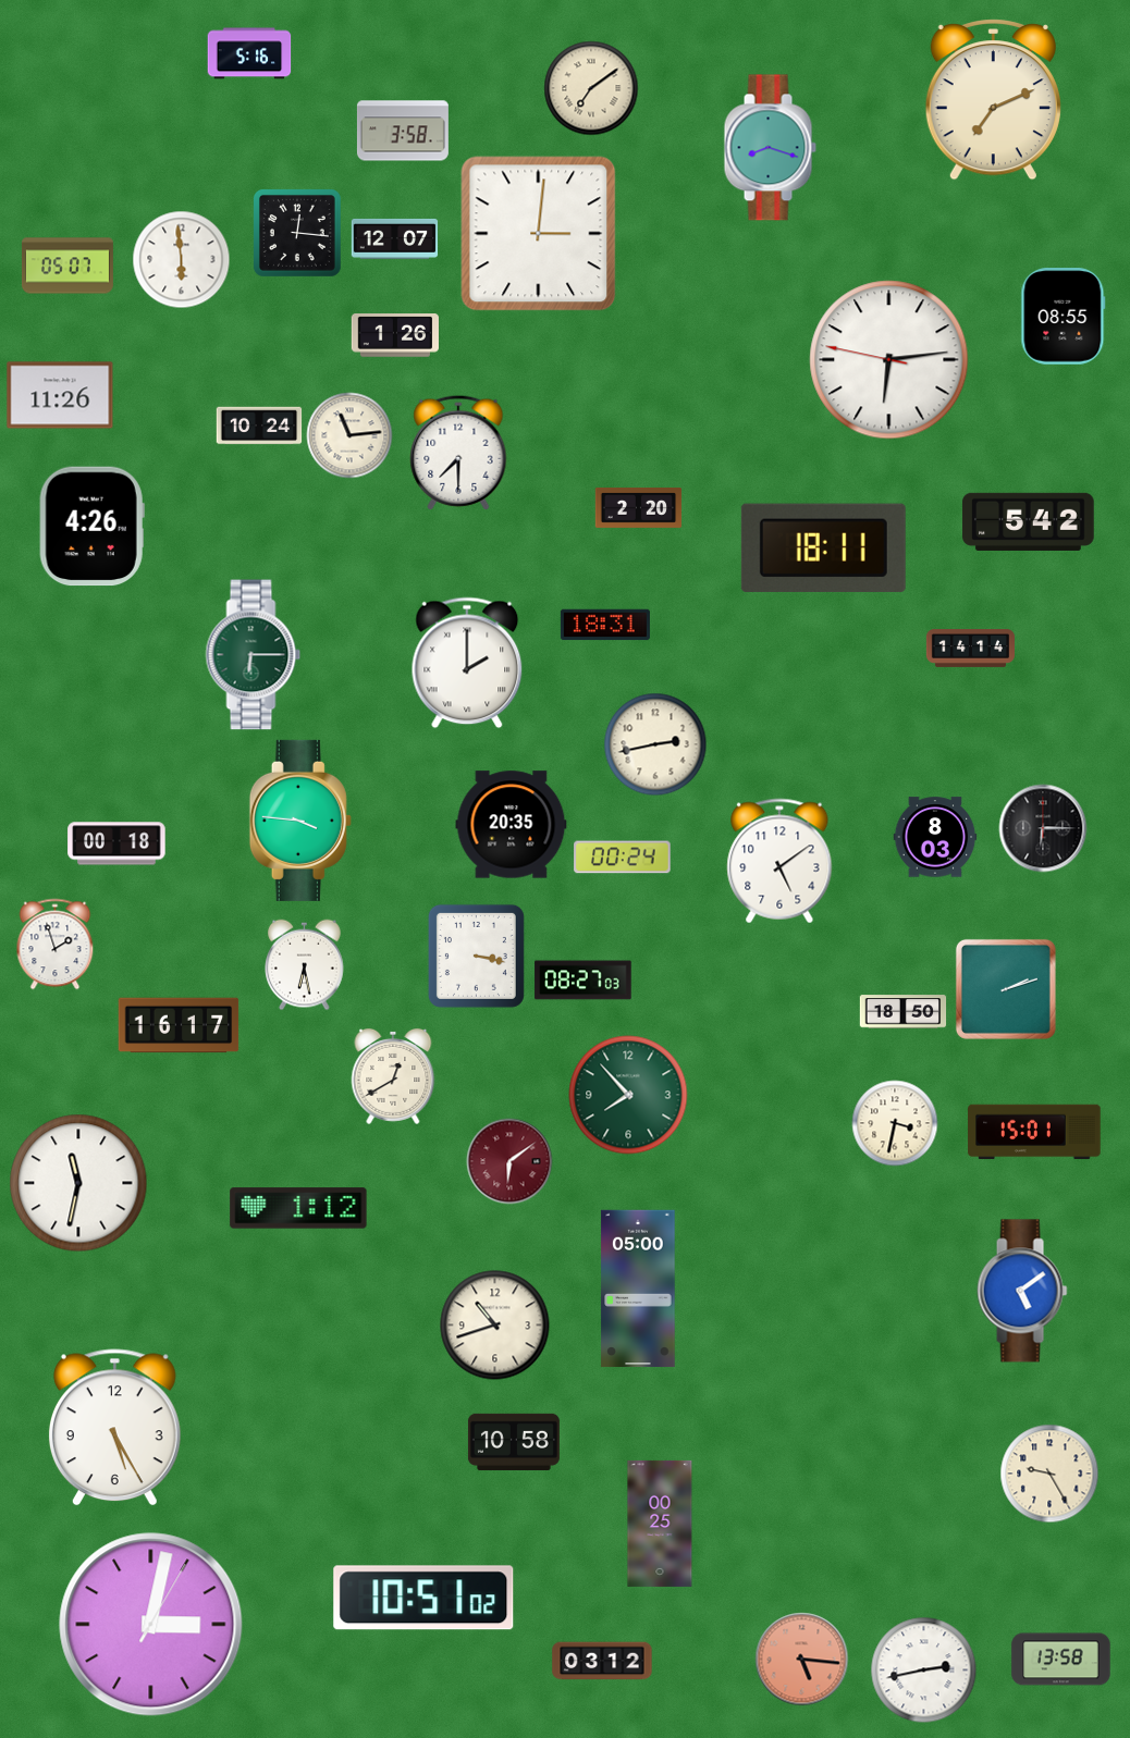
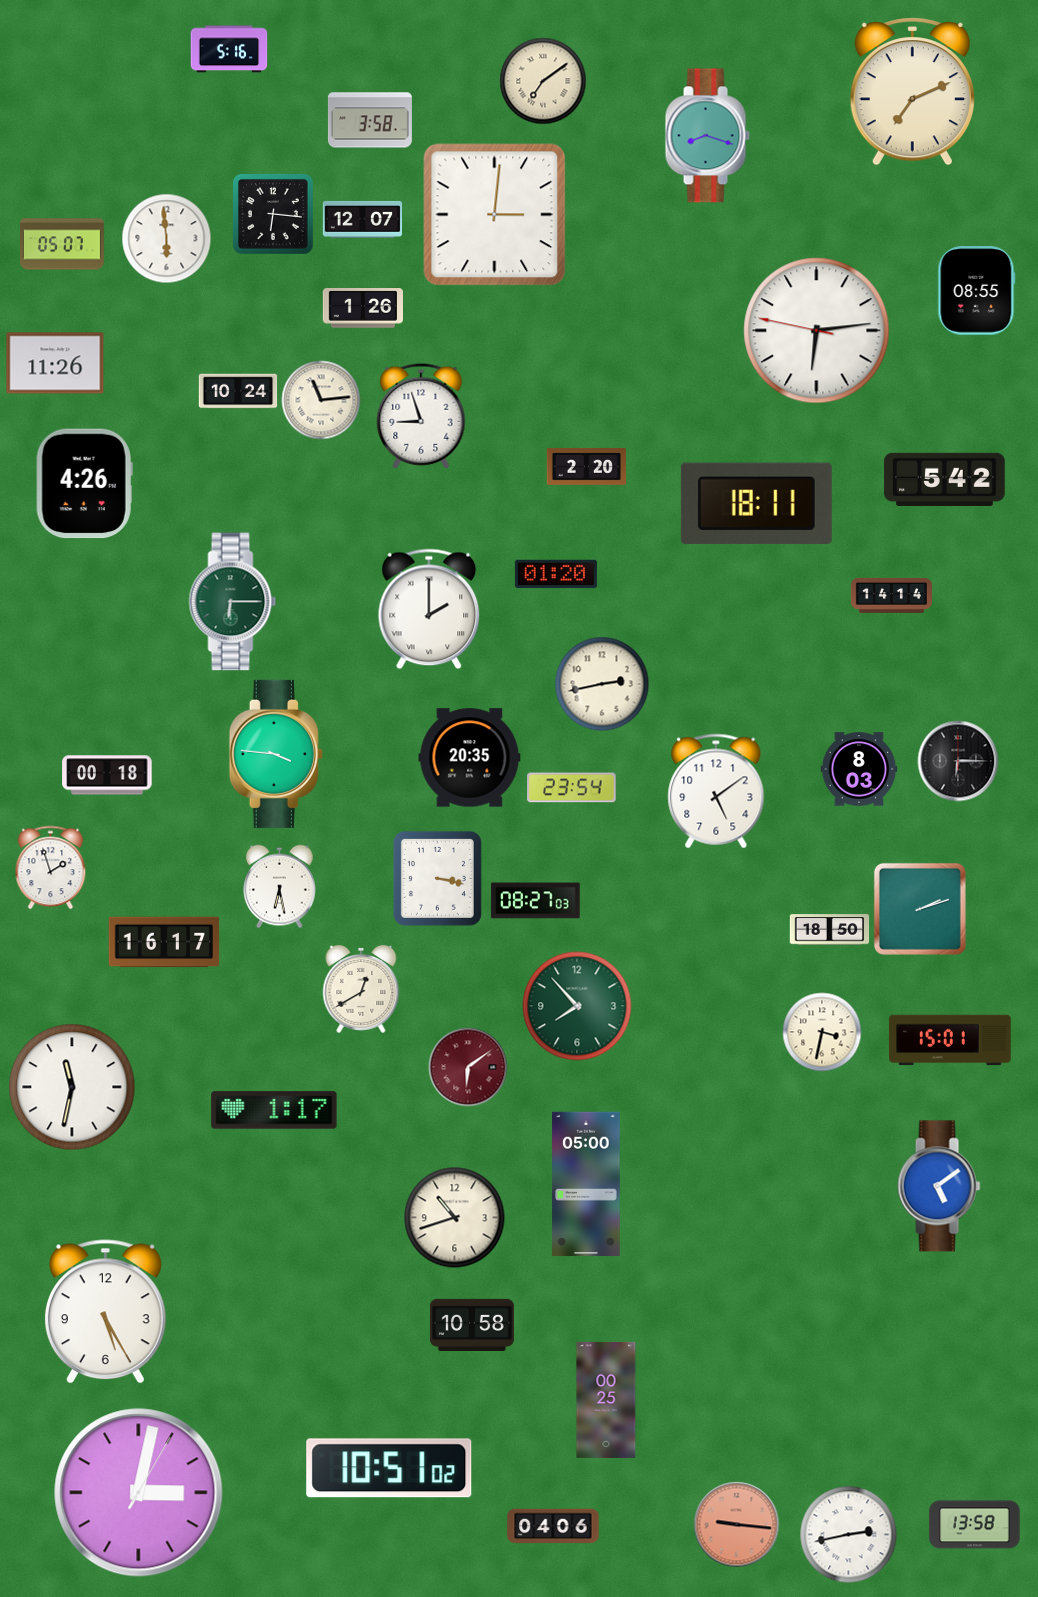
clock at (297, 233): 12:16 -> 6:16
clock at (458, 453): 7:30 -> 8:57
clock at (605, 625): 18:31 -> 01:20
clock at (623, 858): 00:24 -> 23:54
clock at (1006, 989) position: (1006, 989) -> (920, 909)
clock at (298, 1208): 1:12 -> 1:17
clock at (1049, 1474): 9:25 -> none
clock at (802, 1660): 5:16 -> 9:16
clock at (602, 1661): 03:12 -> 04:06
